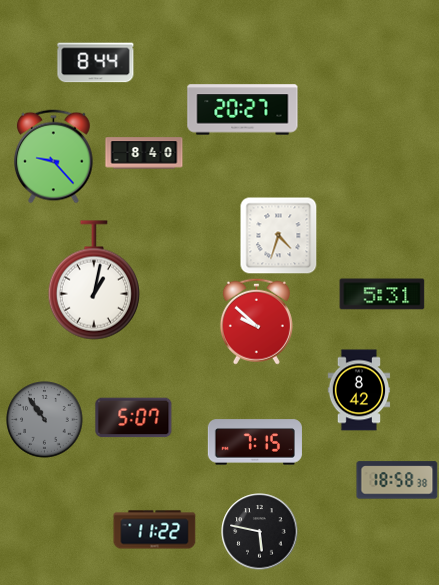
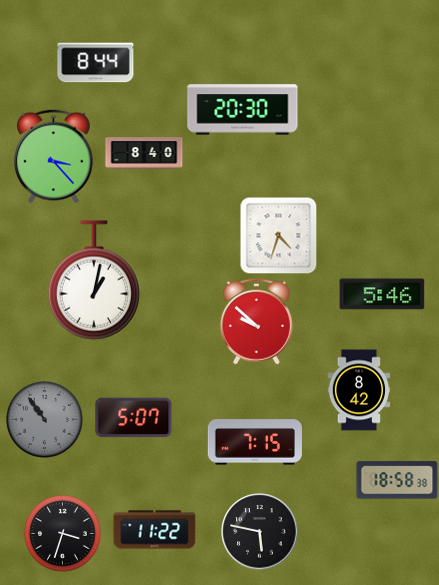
clock at (243, 110): 20:27 -> 20:30
clock at (54, 157): 9:23 -> 3:23
clock at (382, 294): 5:31 -> 5:46
clock at (63, 534): none -> 3:33
